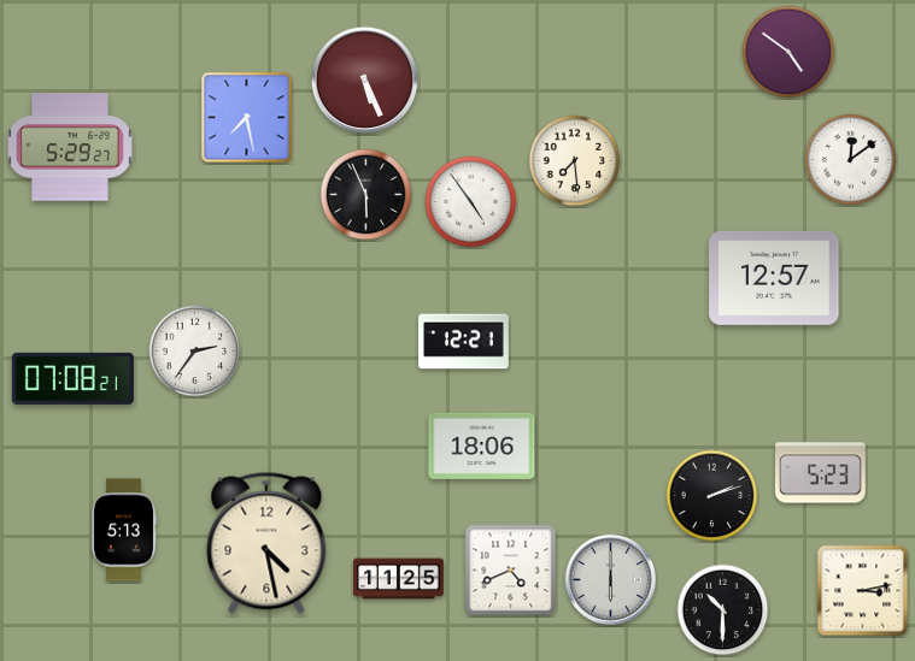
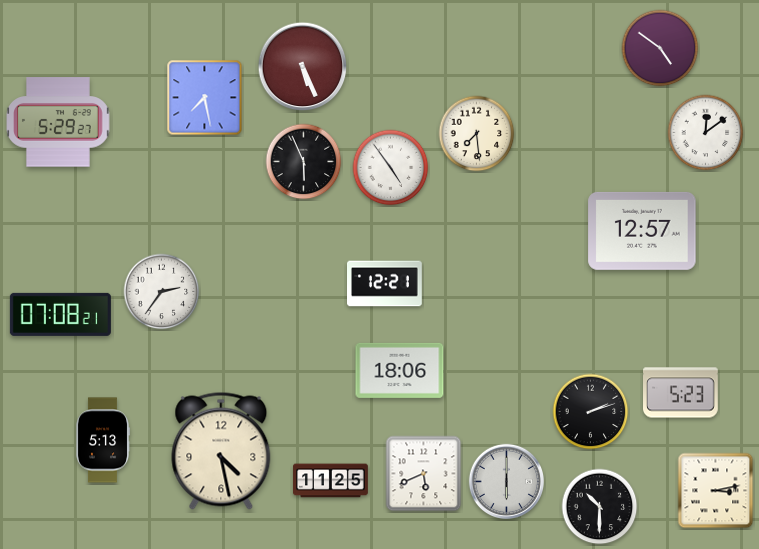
clock at (788, 52) position: (788, 52) -> (660, 48)
clock at (511, 571): 4:41 -> 5:41
